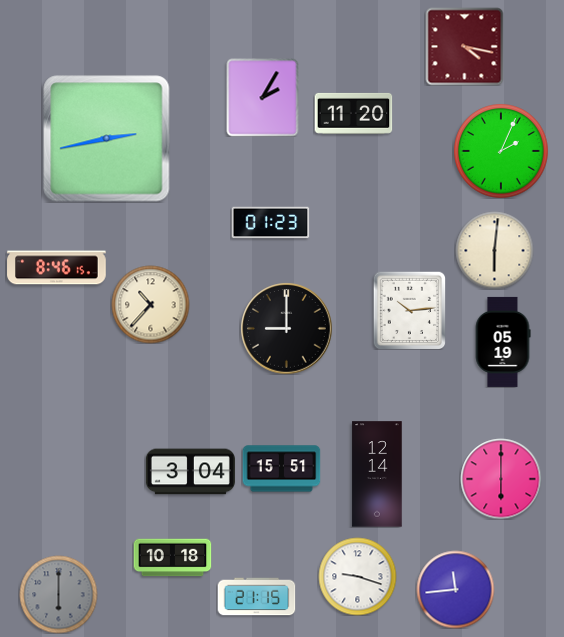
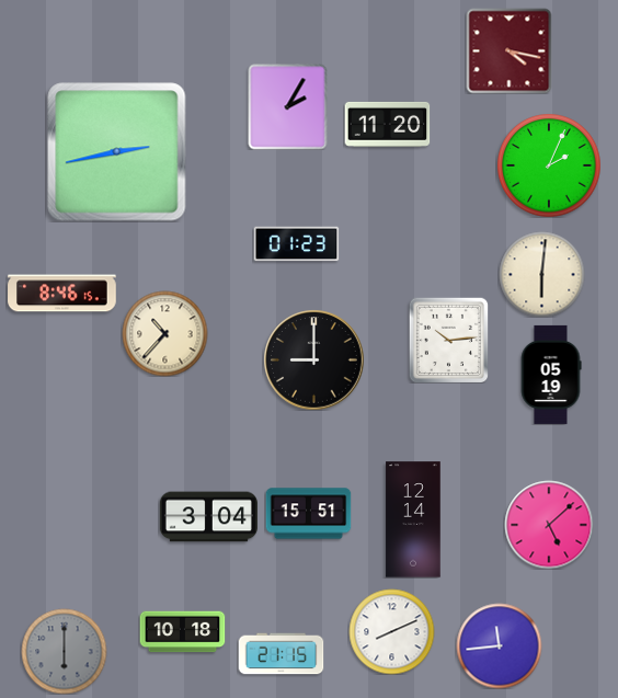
clock at (501, 479): 6:00 -> 5:08
clock at (172, 558) position: (172, 558) -> (182, 632)
clock at (357, 576): 9:18 -> 8:11
